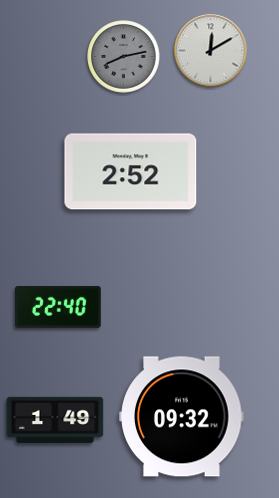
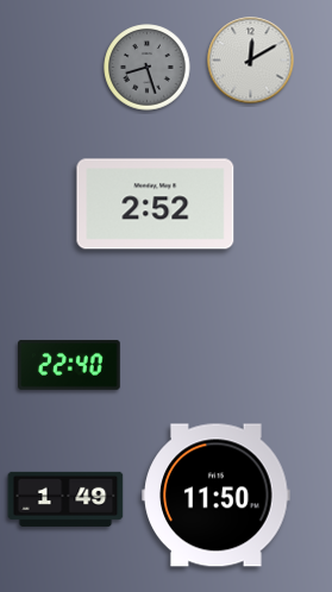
clock at (124, 57): 8:13 -> 8:27
clock at (182, 417): 09:32 -> 11:50
